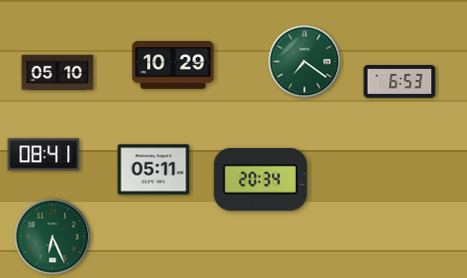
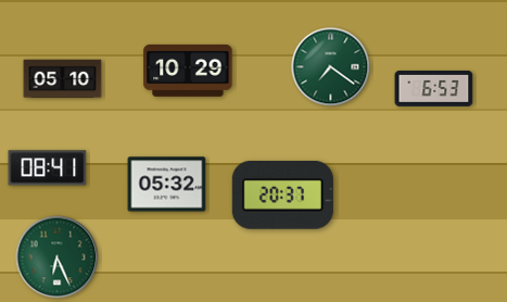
clock at (154, 170): 05:11 -> 05:32
clock at (260, 180): 20:34 -> 20:37
